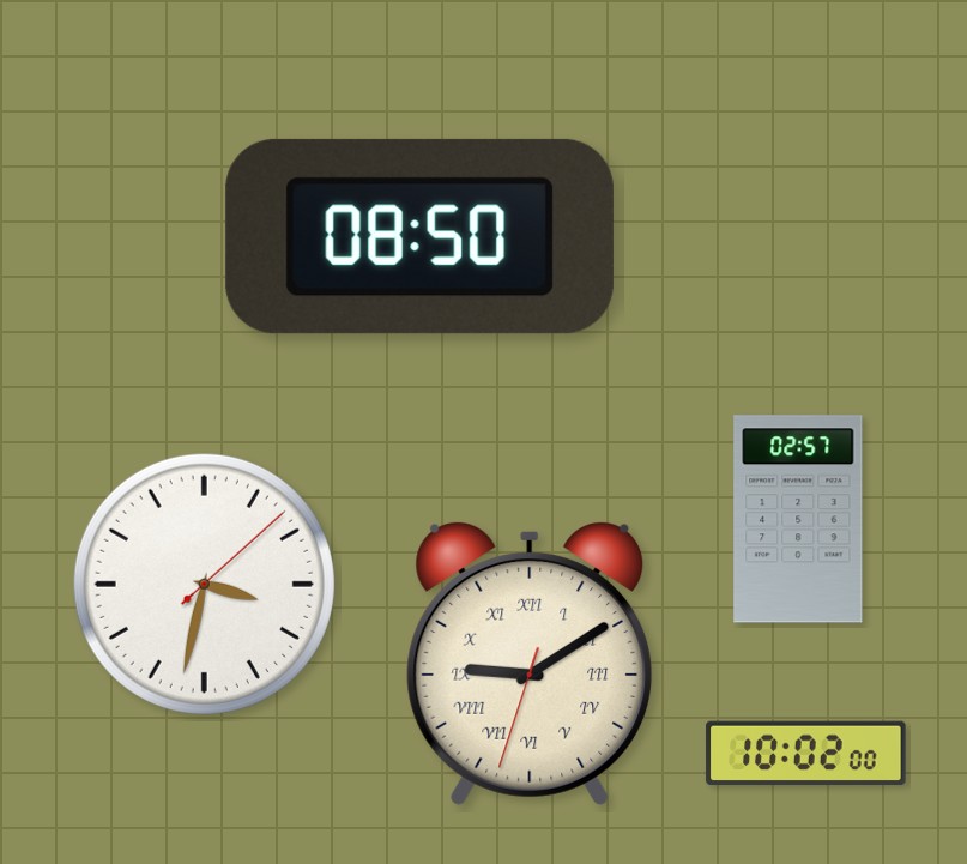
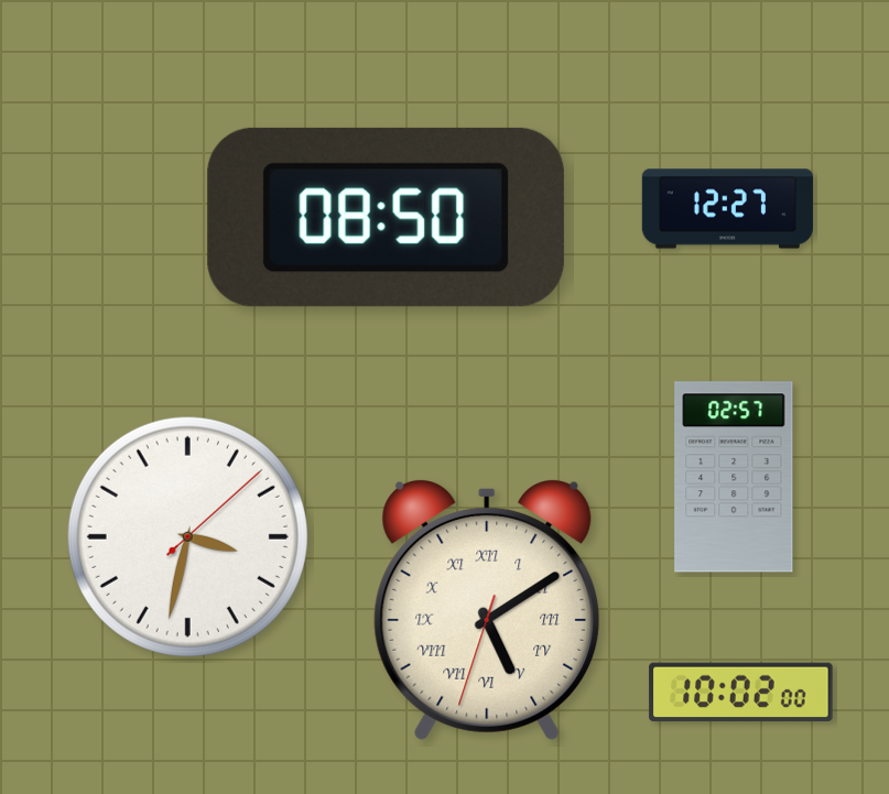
clock at (727, 209): none -> 12:27
clock at (530, 664): 9:09 -> 5:09
